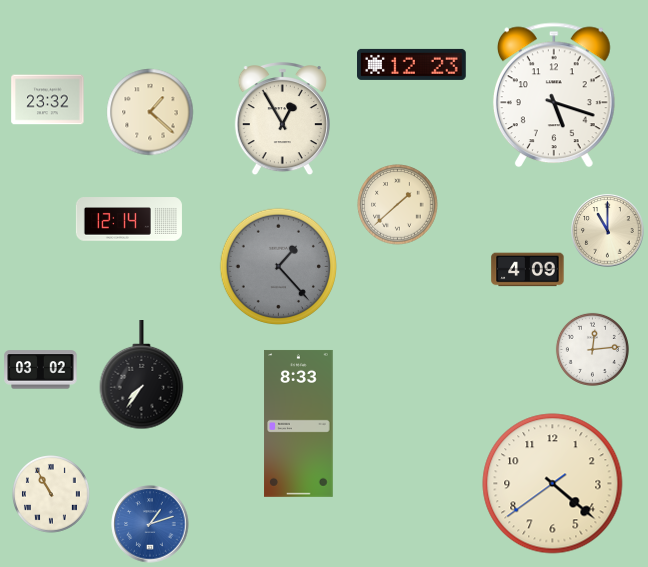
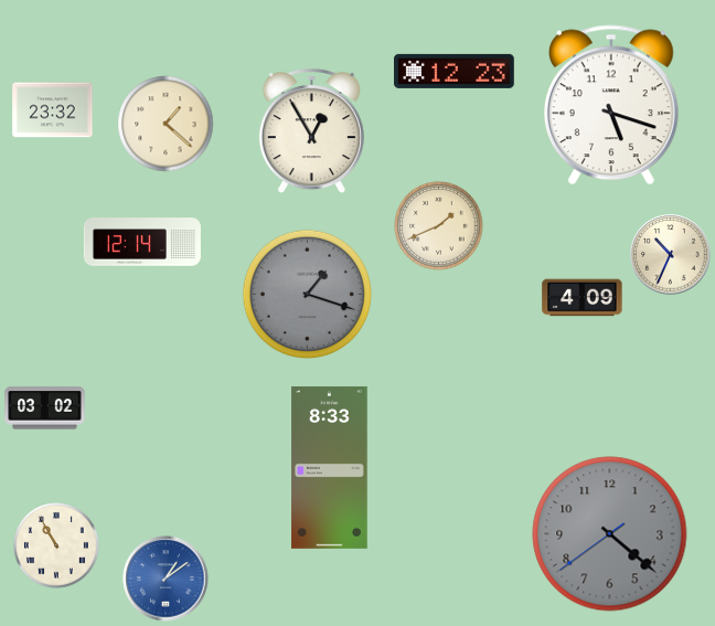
clock at (398, 205): 1:38 -> 1:41
clock at (608, 231): 11:00 -> 10:34
clock at (278, 266): 1:23 -> 1:18
clock at (592, 349): 12:14 -> none
clock at (142, 376): 7:36 -> none
clock at (553, 484) dial: cream -> grey
clock at (150, 524): 1:12 -> 1:09
